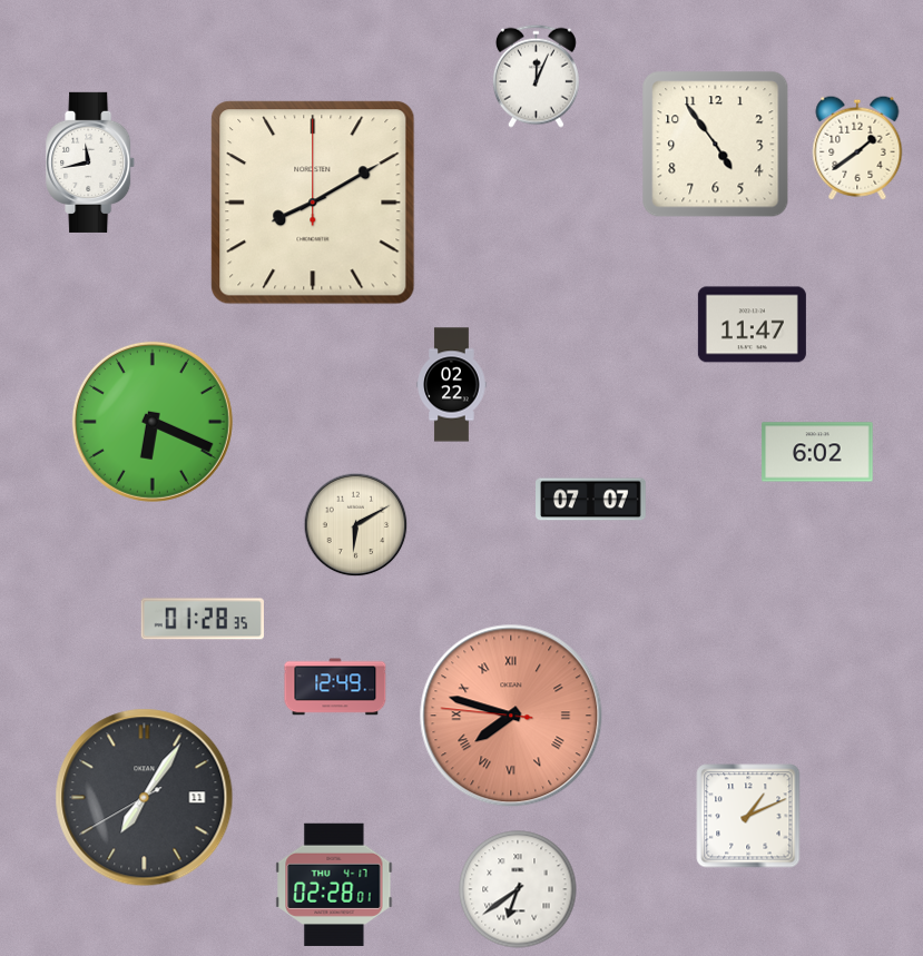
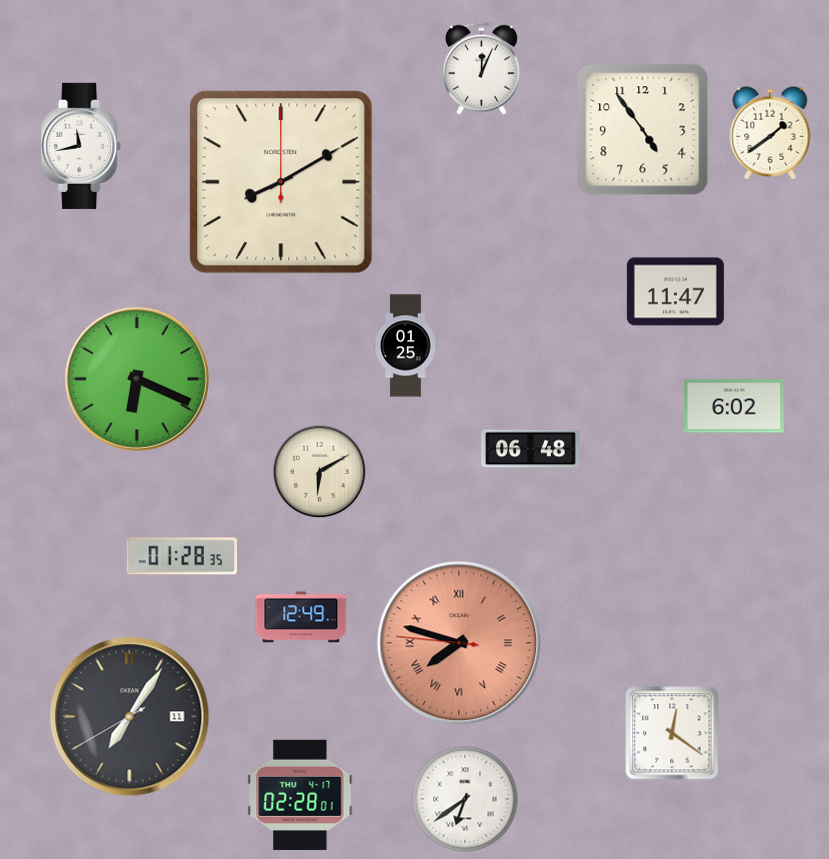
clock at (452, 385): 02:22 -> 01:25
clock at (591, 500): 07:07 -> 06:48
clock at (748, 816): 1:11 -> 12:21
